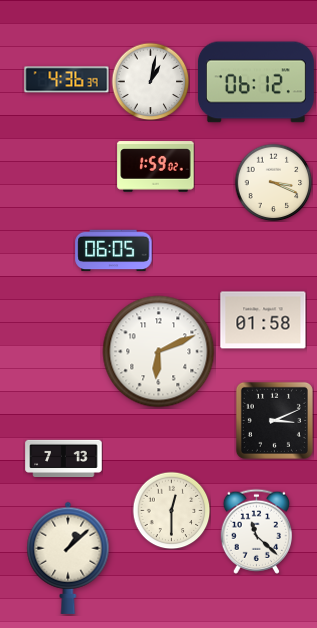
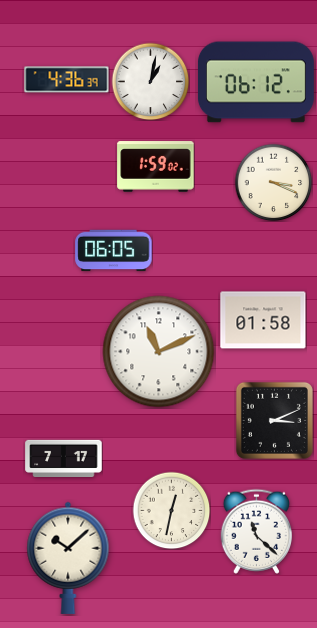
clock at (159, 352): 6:11 -> 11:11
clock at (64, 458): 7:13 -> 7:17
clock at (171, 510): 12:30 -> 12:32
clock at (68, 558): 1:08 -> 10:08
